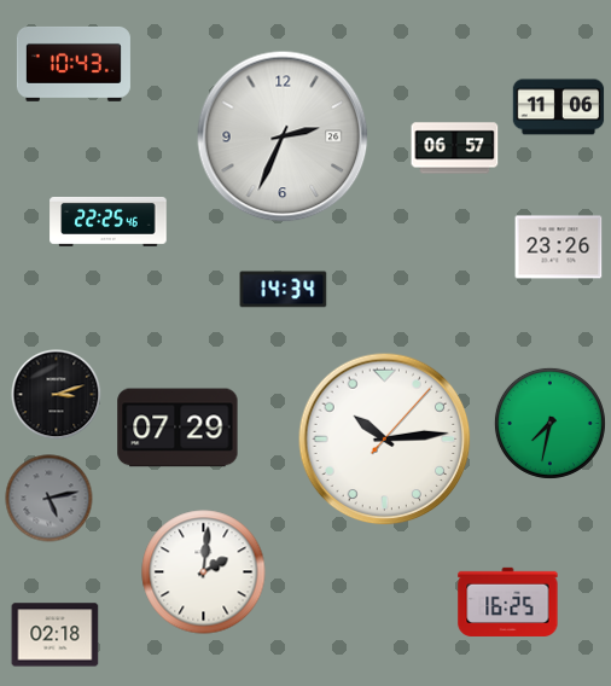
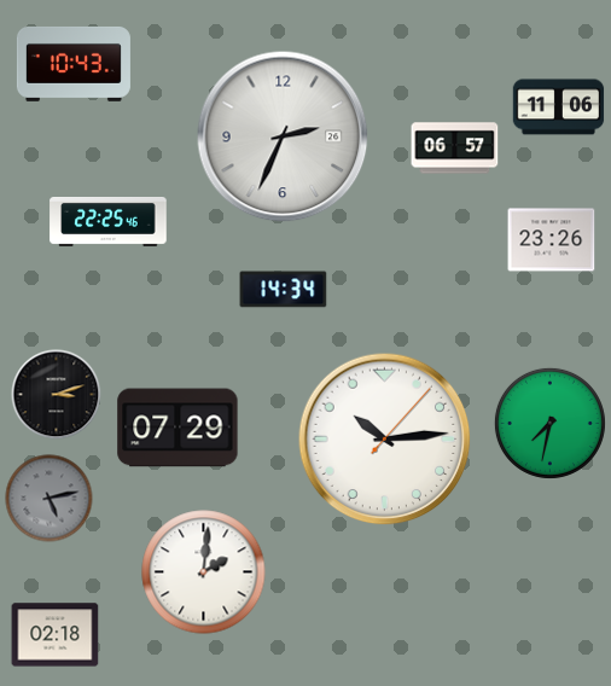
clock at (559, 248) position: (559, 248) -> (552, 240)
clock at (508, 601): 16:25 -> none
